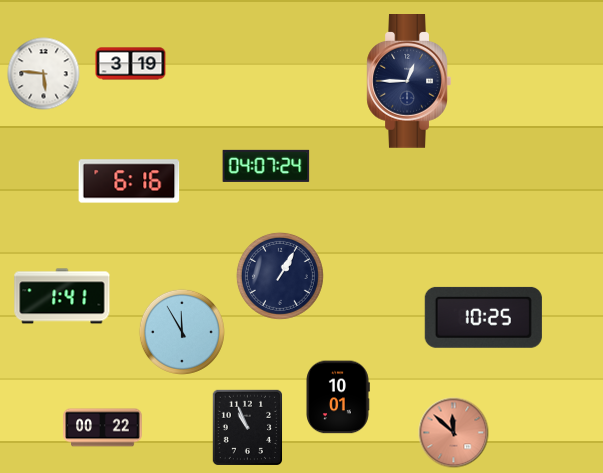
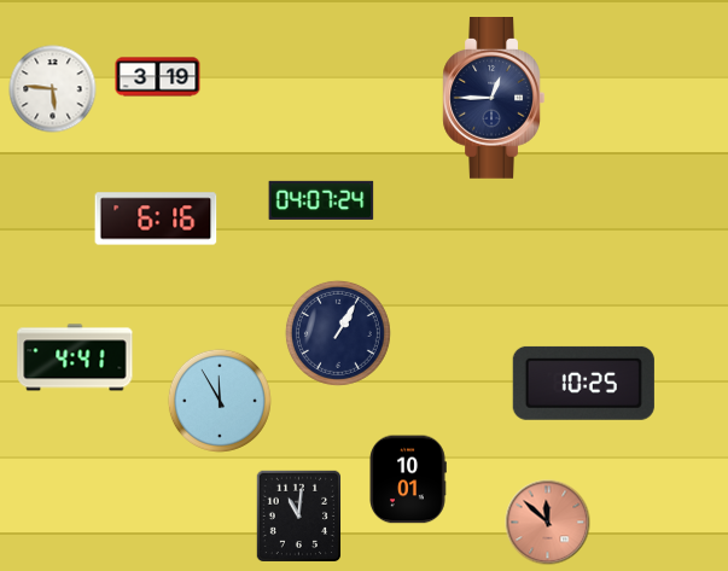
clock at (62, 296): 1:41 -> 4:41
clock at (247, 427): 10:56 -> 11:01
clock at (103, 428): 00:22 -> none
